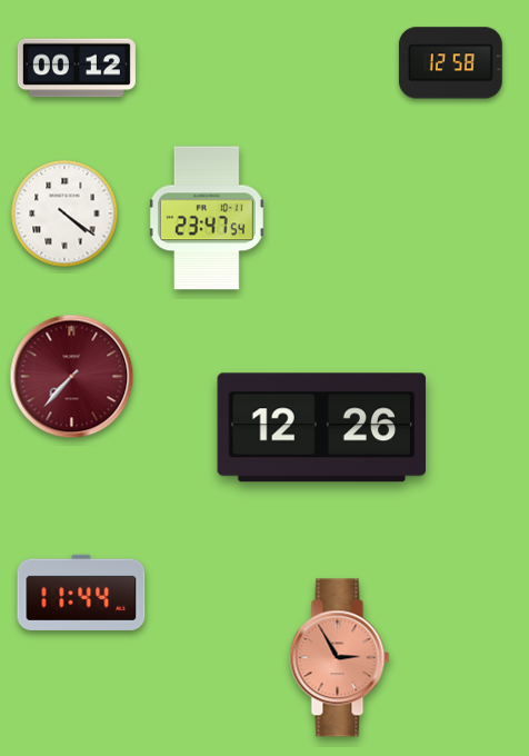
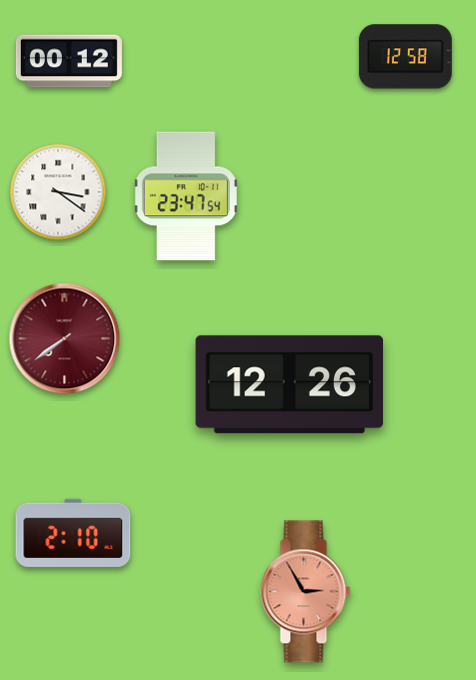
clock at (64, 213): 4:21 -> 3:21
clock at (72, 377): 7:37 -> 7:39
clock at (81, 593): 11:44 -> 2:10
